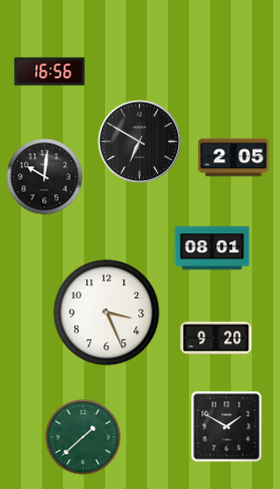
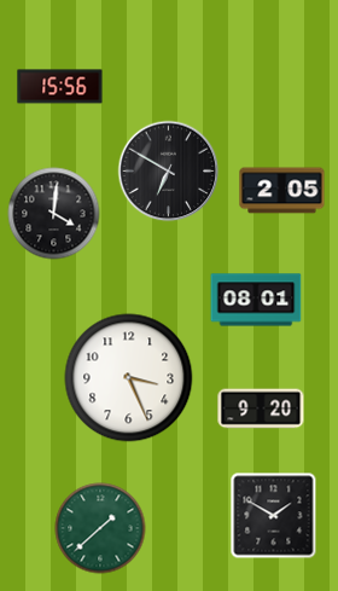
clock at (50, 72): 16:56 -> 15:56
clock at (45, 177): 10:01 -> 4:01
